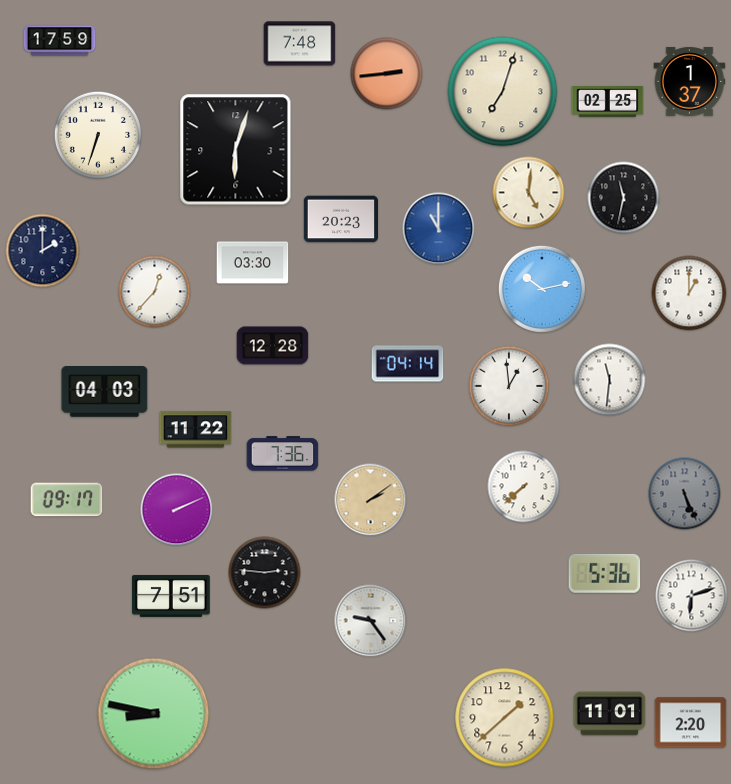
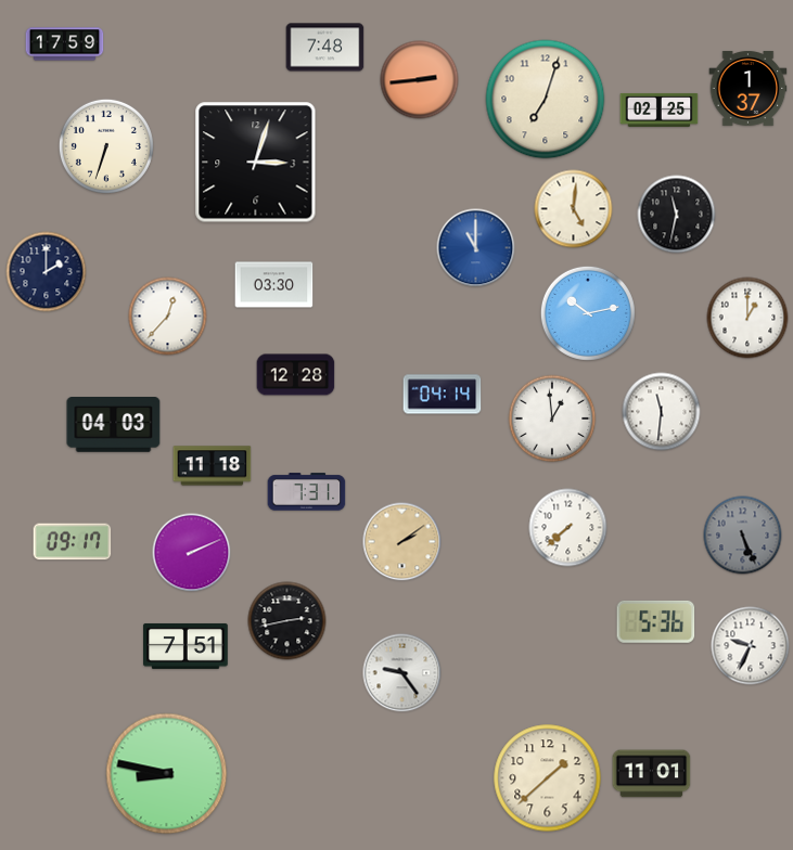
clock at (236, 150): 6:03 -> 3:03
clock at (340, 219): 20:23 -> none
clock at (196, 430): 11:22 -> 11:18
clock at (283, 454): 7:36 -> 7:31
clock at (265, 573): 2:46 -> 2:43
clock at (692, 596): 6:12 -> 9:34
clock at (610, 714) position: (610, 714) -> (652, 774)
clock at (691, 723): 2:20 -> none
